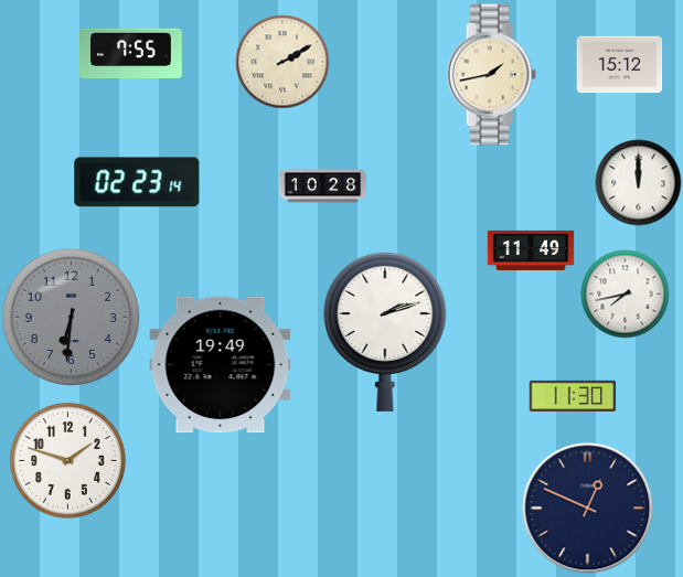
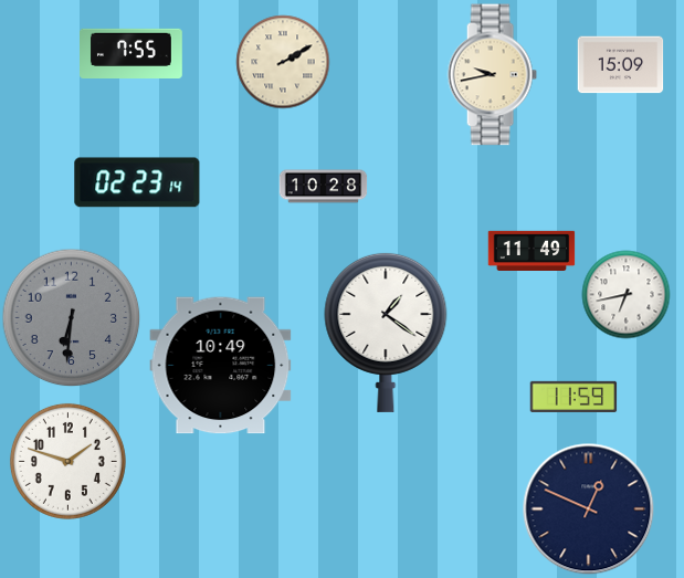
clock at (619, 65): 15:12 -> 15:09
clock at (491, 75): 1:43 -> 9:43
clock at (638, 182): 12:00 -> none
clock at (625, 293): 7:43 -> 6:43
clock at (385, 331): 2:12 -> 1:21
clock at (221, 365): 19:49 -> 10:49
clock at (573, 396): 11:30 -> 11:59
